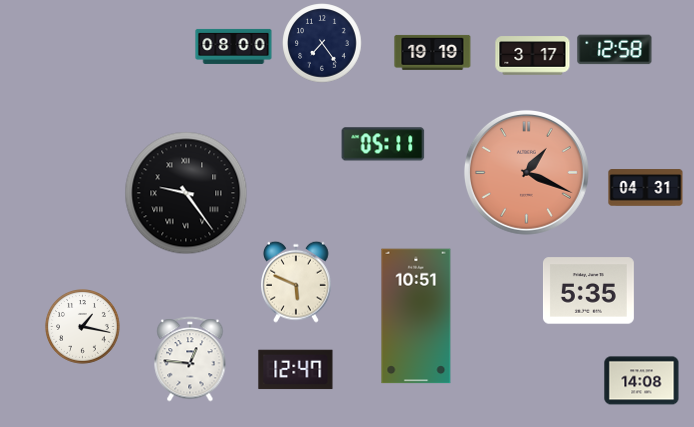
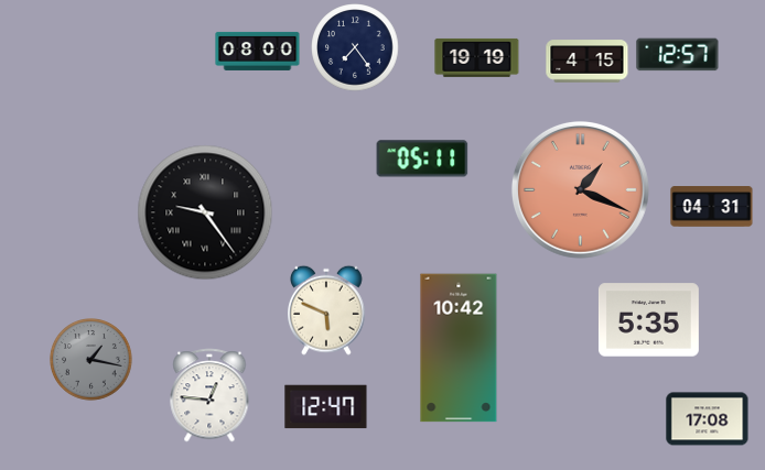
clock at (615, 50): 12:58 -> 12:57
clock at (533, 56): 3:17 -> 4:15
clock at (416, 316): 10:51 -> 10:42
clock at (83, 327) dial: white -> grey
clock at (642, 381): 14:08 -> 17:08
